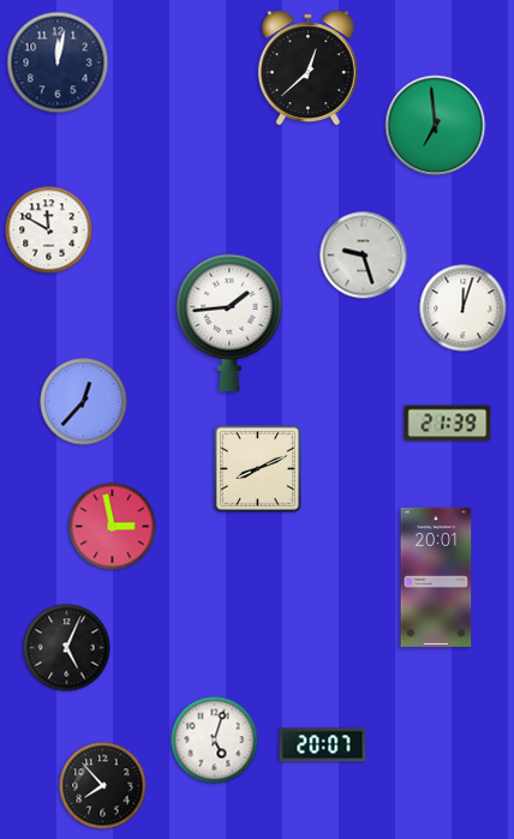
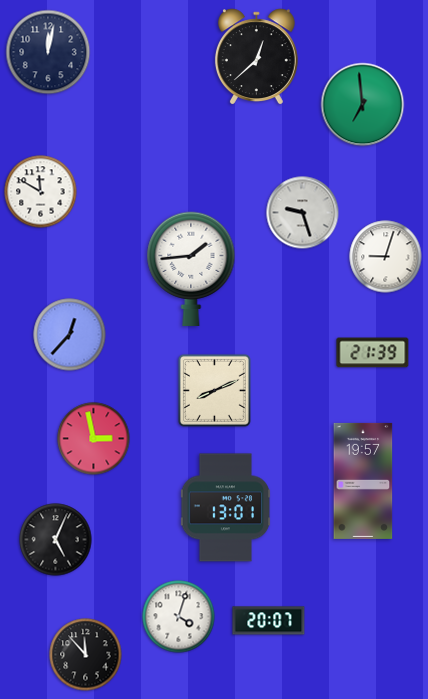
clock at (464, 308): 12:03 -> 9:03
clock at (436, 577): 20:01 -> 19:57
clock at (226, 508): none -> 13:01
clock at (215, 741): 5:03 -> 4:03
clock at (103, 786): 7:53 -> 11:53
